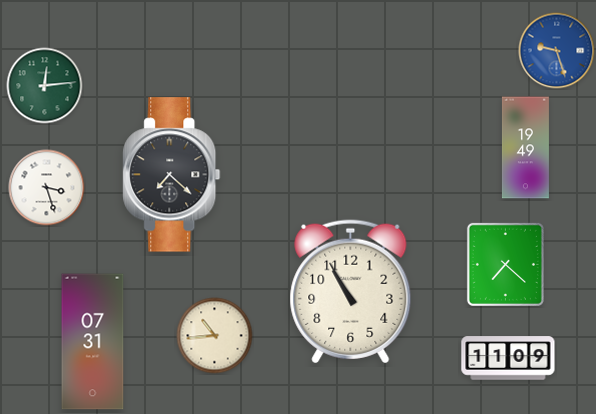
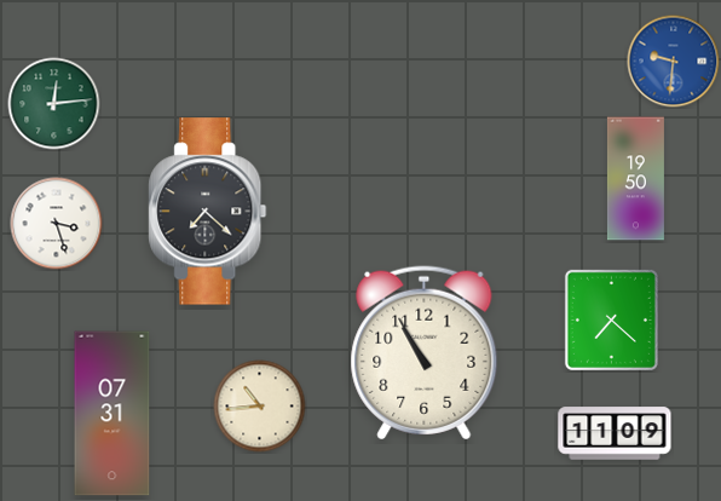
clock at (557, 51): 9:27 -> 9:31
clock at (525, 148): 19:49 -> 19:50
clock at (47, 188) position: (47, 188) -> (57, 224)
